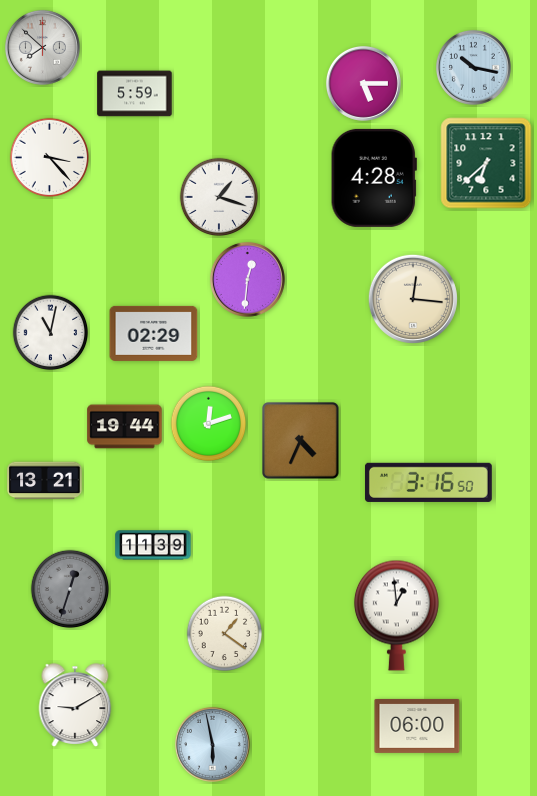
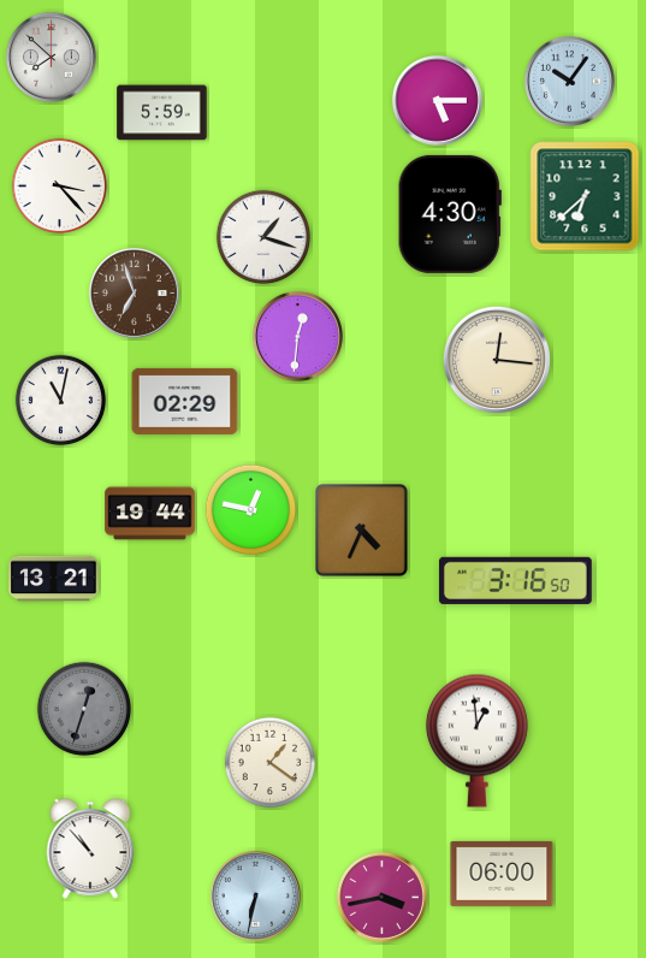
clock at (473, 67): 10:17 -> 10:06
clock at (50, 158) position: (50, 158) -> (60, 187)
clock at (374, 178): 4:28 -> 4:30
clock at (134, 292): none -> 6:57
clock at (209, 424): 12:12 -> 12:47
clock at (153, 545): 11:39 -> none
clock at (75, 705): 9:10 -> 10:53
clock at (212, 744): 5:58 -> 6:32
clock at (381, 897): none -> 3:43
